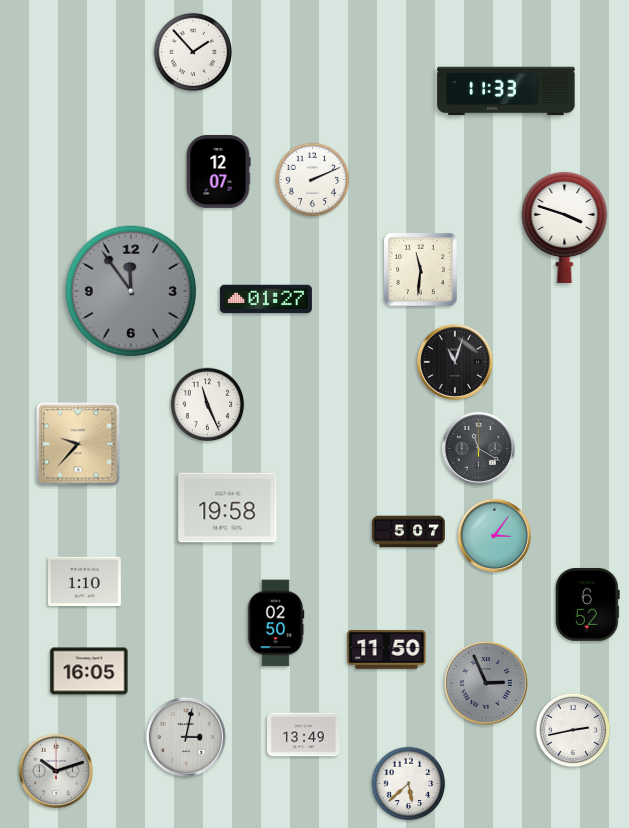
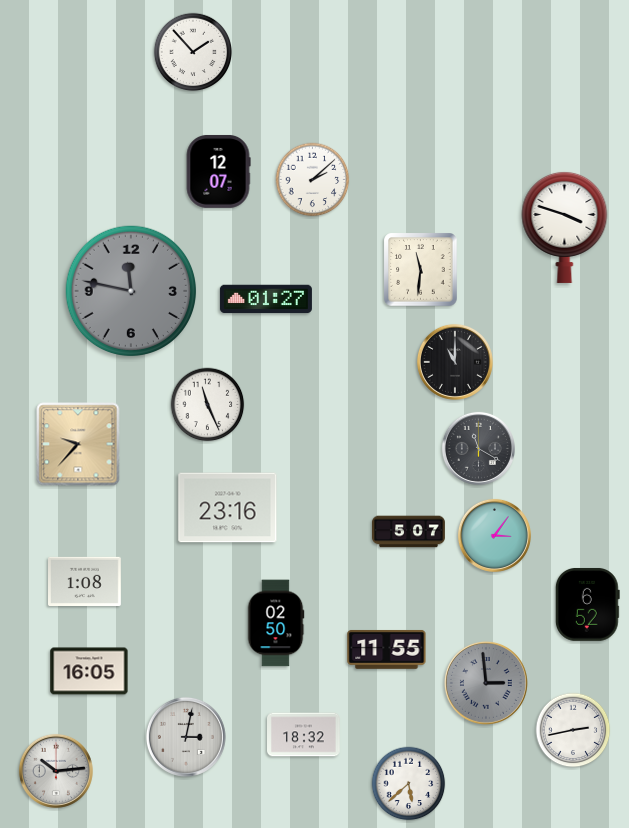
clock at (506, 91): 11:33 -> none
clock at (313, 180): 2:11 -> 2:08
clock at (131, 291): 11:54 -> 11:47
clock at (455, 362): 11:03 -> 11:00
clock at (228, 508): 19:58 -> 23:16
clock at (85, 581): 1:10 -> 1:08
clock at (387, 649): 11:50 -> 11:55
clock at (486, 683): 2:56 -> 2:59
clock at (304, 735): 13:49 -> 18:32
clock at (56, 771): 10:12 -> 10:14
